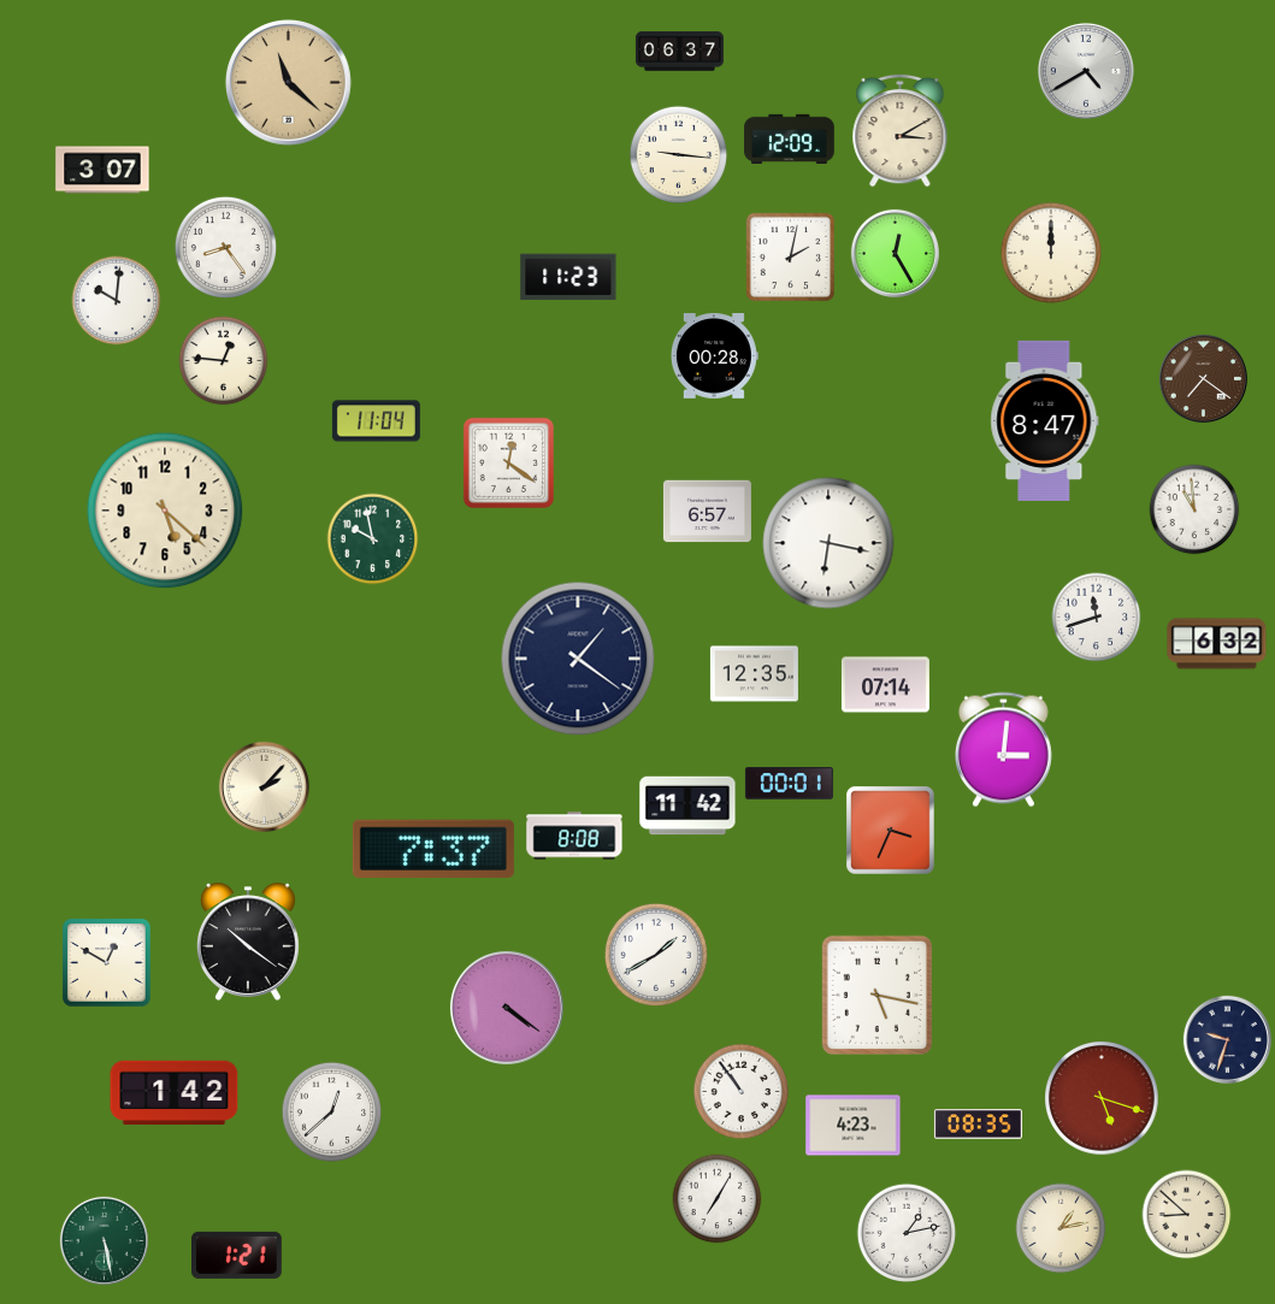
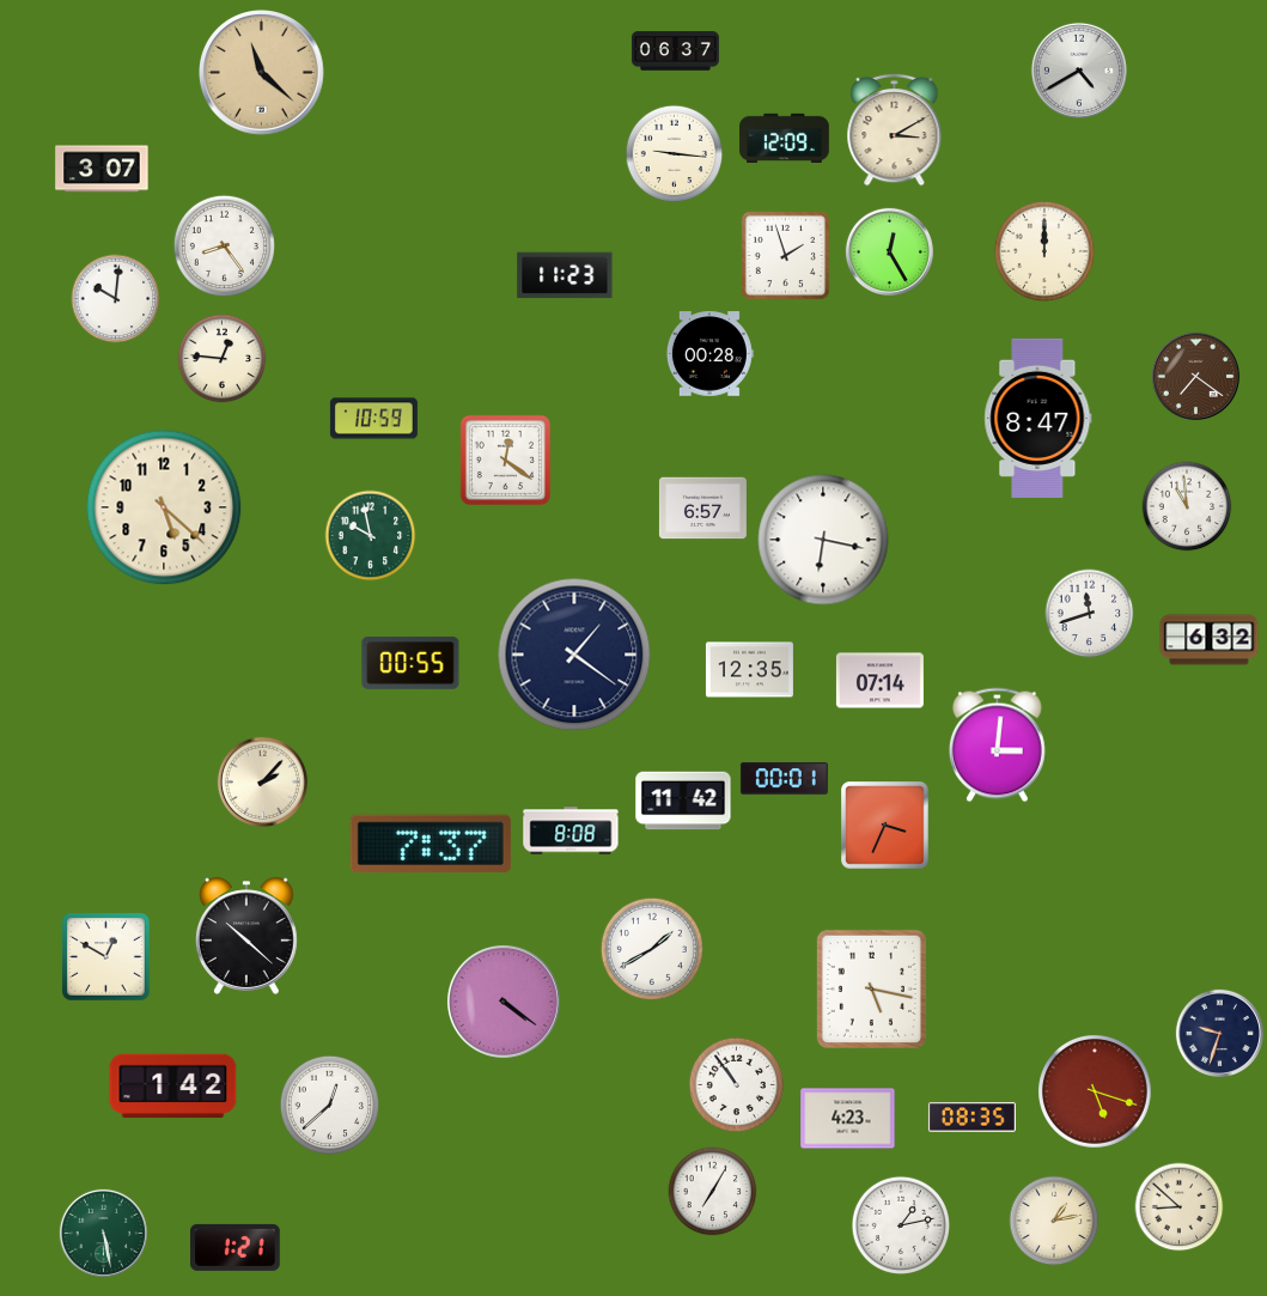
clock at (289, 83) position: (289, 83) -> (262, 73)
clock at (790, 256): 2:02 -> 1:57
clock at (376, 421): 11:04 -> 10:59
clock at (410, 663): none -> 00:55
clock at (248, 942): 10:21 -> 10:22
